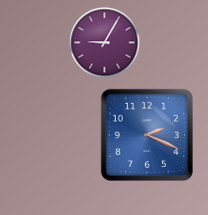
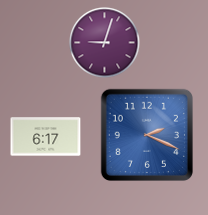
clock at (105, 43): 9:05 -> 9:03
clock at (46, 137): none -> 6:17
